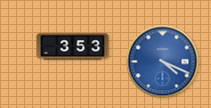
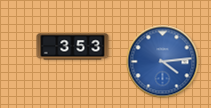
clock at (163, 62): 4:19 -> 4:14
